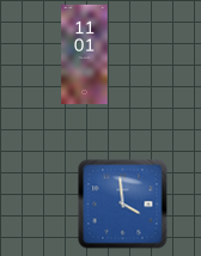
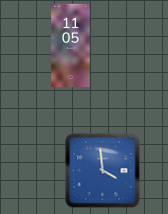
clock at (85, 55): 11:01 -> 11:05
